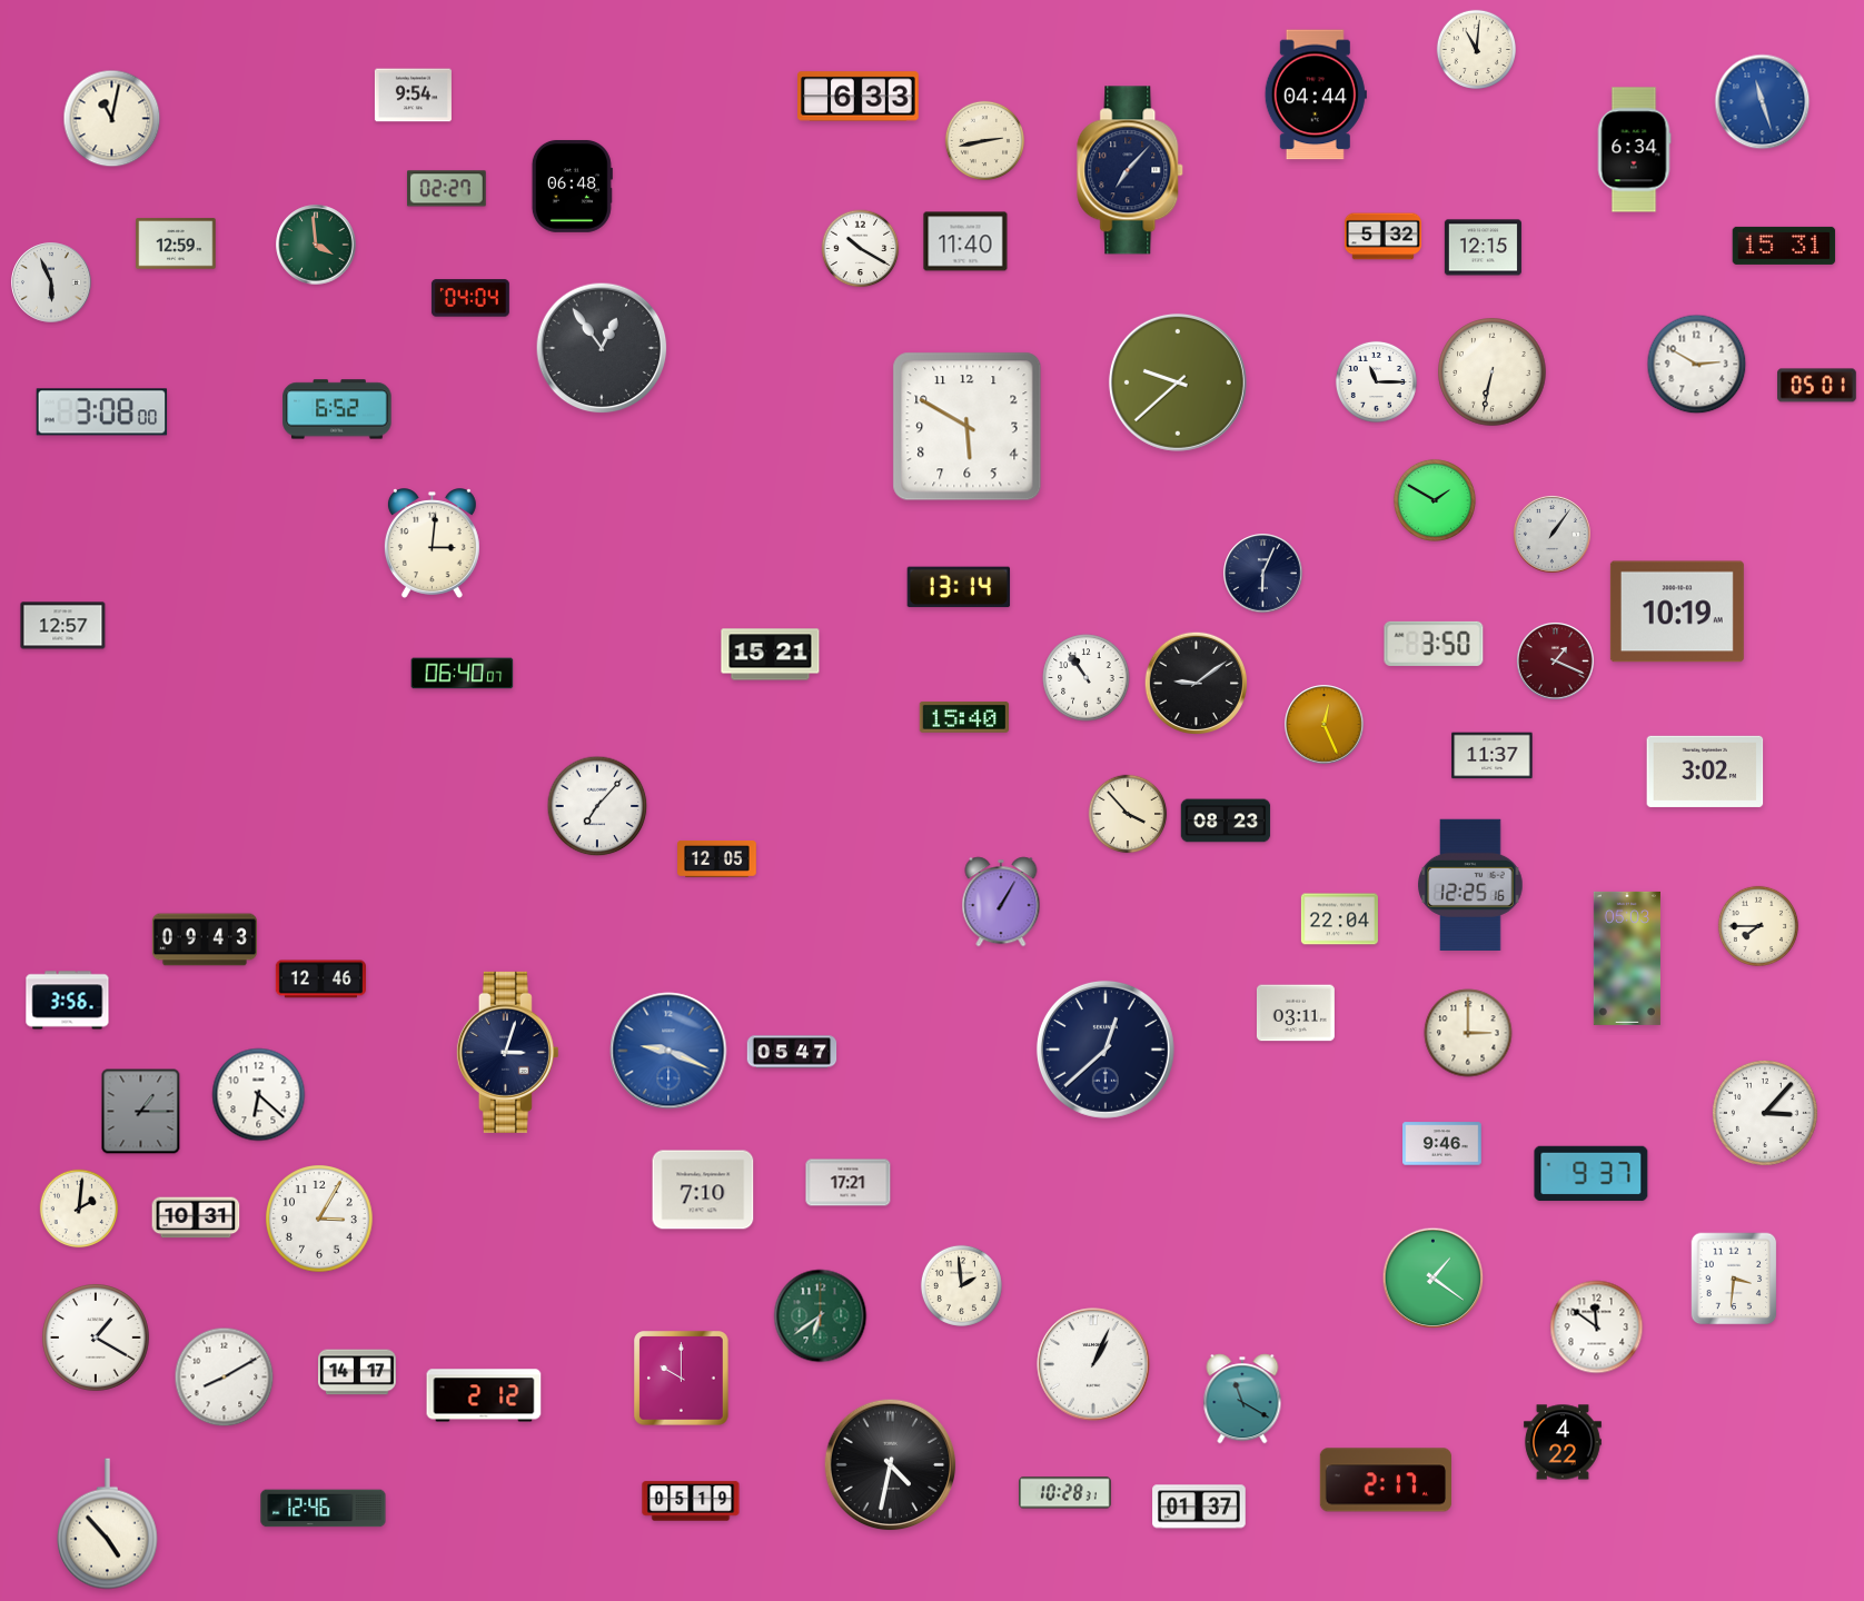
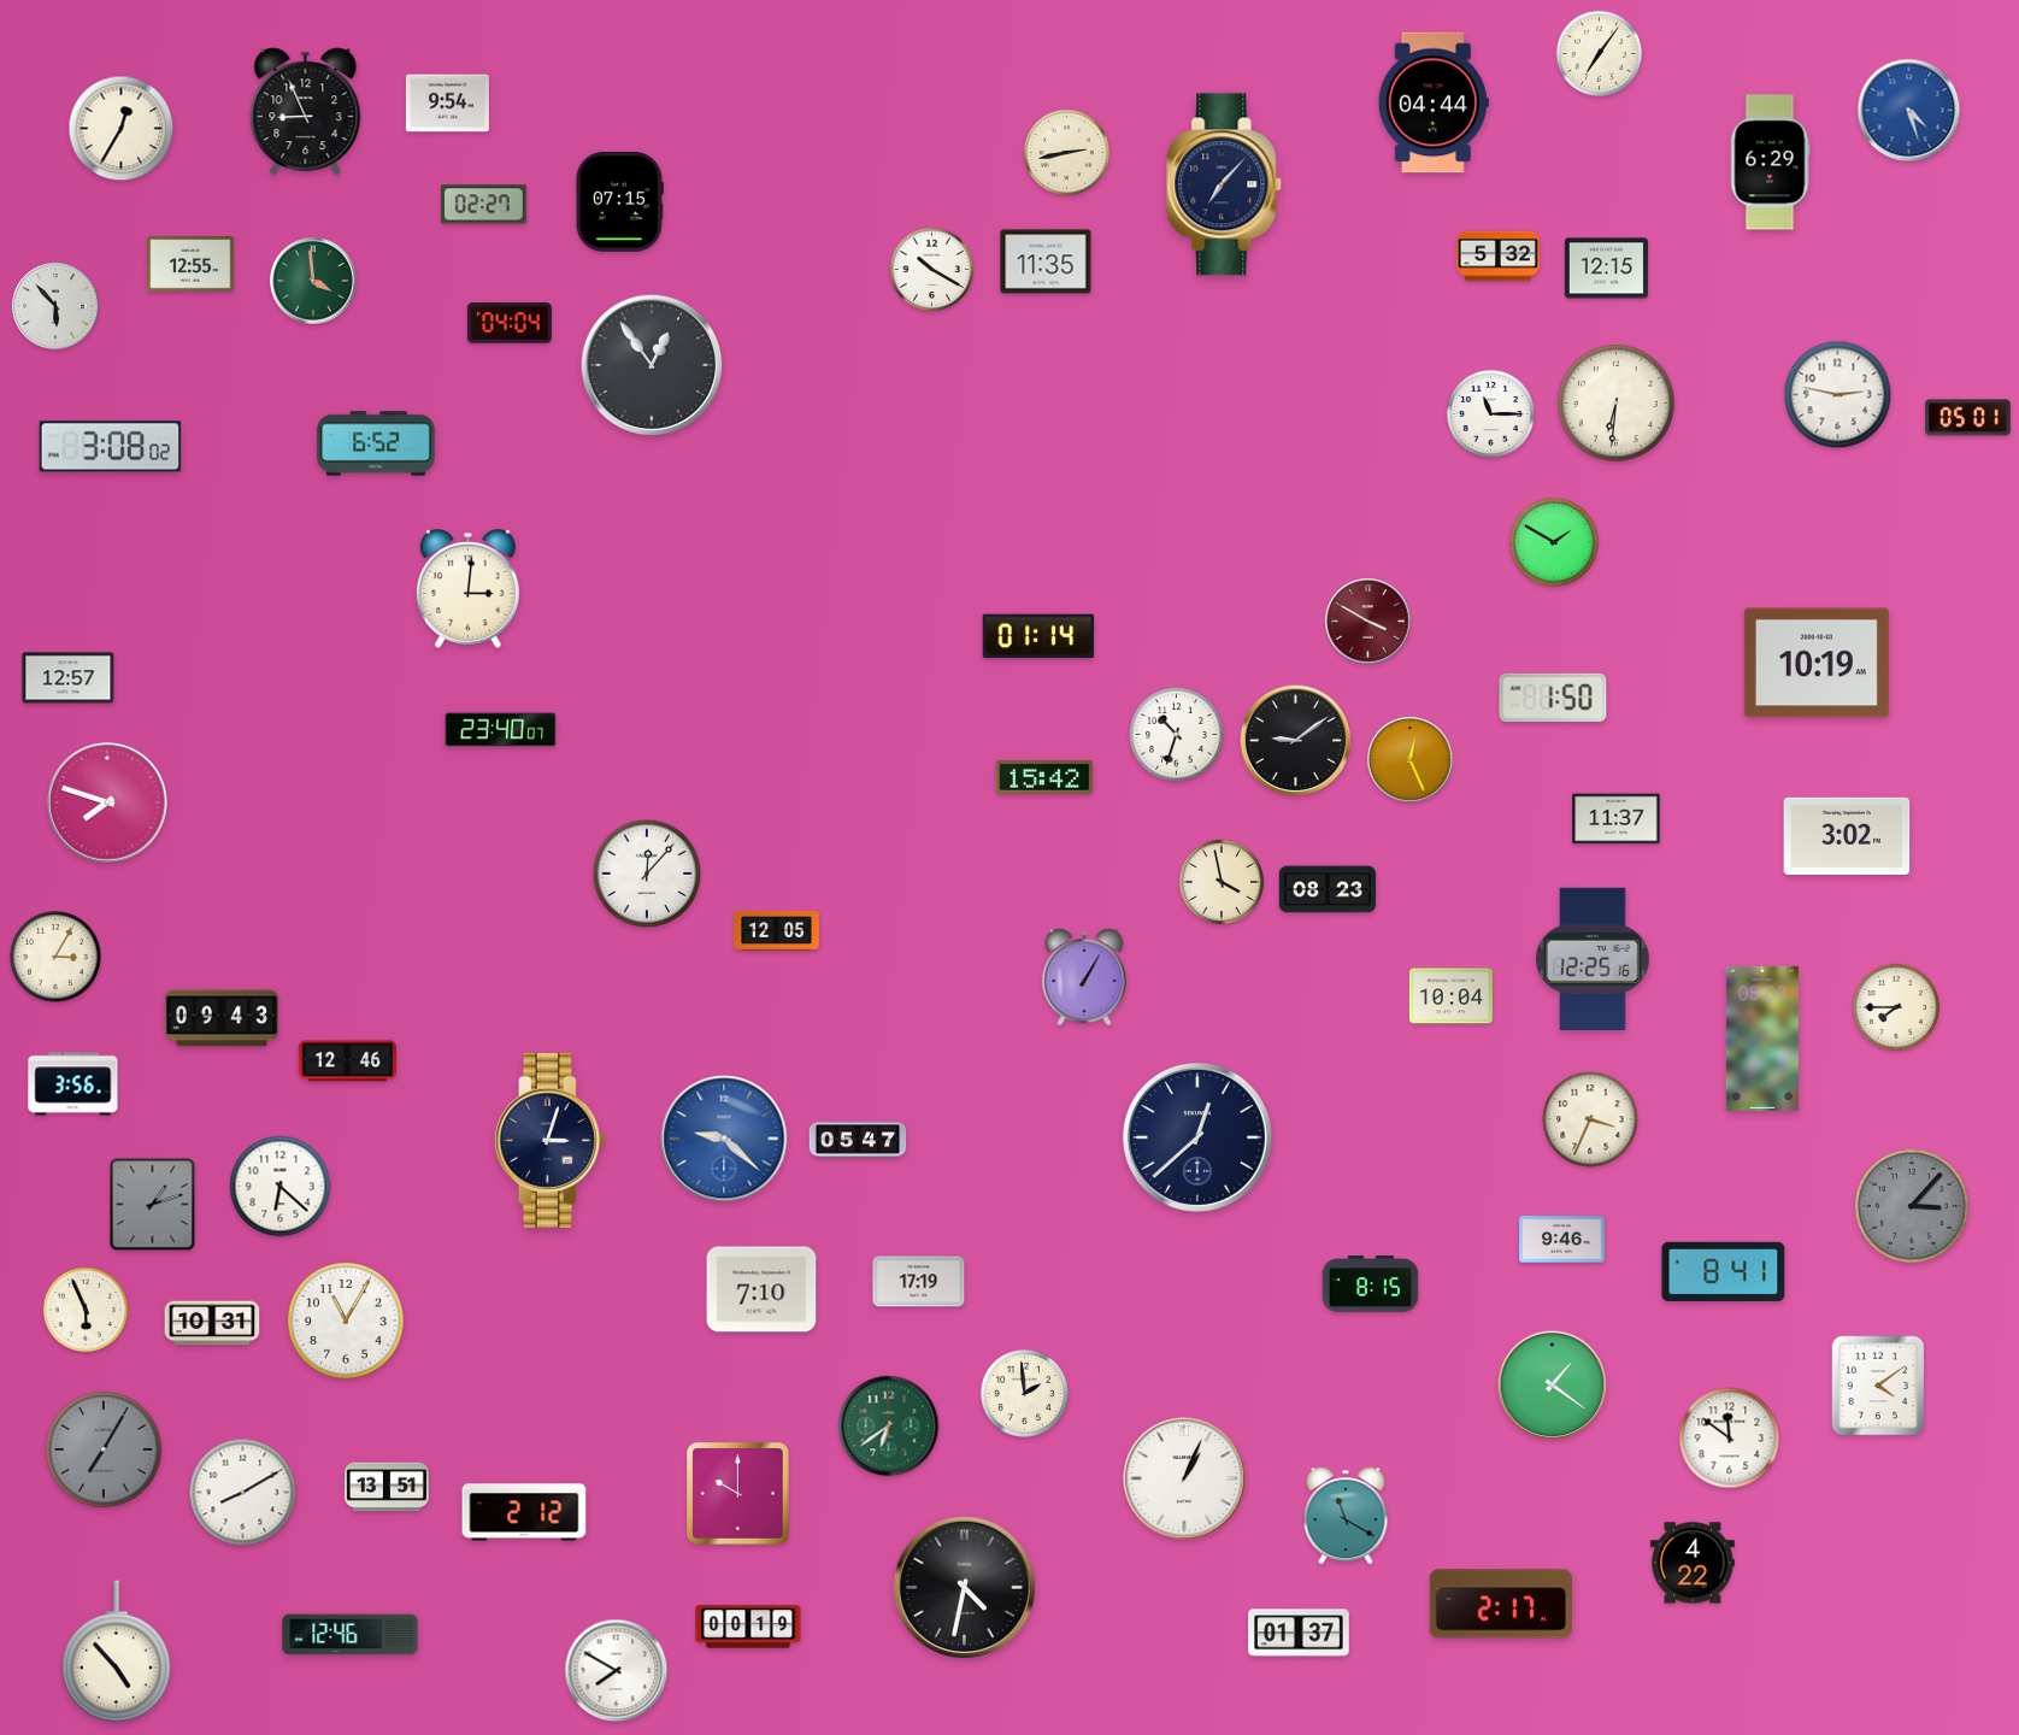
clock at (1476, 49): 11:01 -> 7:06
clock at (1316, 95) position: (1316, 95) -> (1434, 102)
clock at (859, 97): 6:33 -> none
clock at (1763, 102): 11:27 -> 4:27
clock at (306, 112): none -> 8:56
clock at (112, 119): 11:02 -> 12:35
clock at (1634, 150): 6:34 -> 6:29
clock at (572, 186): 06:48 -> 07:15
clock at (965, 241): 11:40 -> 11:35
clock at (176, 243): 12:59 -> 12:55
clock at (316, 245) position: (316, 245) -> (313, 281)
clock at (1784, 246): 15:31 -> none
clock at (51, 282): 5:56 -> 5:53
clock at (602, 348) position: (602, 348) -> (652, 365)
clock at (1697, 365): 2:50 -> 2:47
clock at (1493, 372): 6:32 -> 6:31
clock at (1178, 382): 9:38 -> none
clock at (337, 409) position: (337, 409) -> (376, 443)
clock at (102, 412): 3:08:00 -> 3:08:02
clock at (968, 427): 5:50 -> none
clock at (1551, 534): 1:06 -> none
clock at (1263, 574): 6:04 -> 3:50
clock at (1263, 574) dial: navy -> burgundy
clock at (959, 587): 13:14 -> 01:14
clock at (1434, 644): 3:50 -> 1:50
clock at (771, 655): 15:21 -> none
clock at (1555, 660): 1:19 -> none
clock at (463, 674): 06:40 -> 23:40
clock at (1087, 678): 10:54 -> 10:33
clock at (964, 717): 15:40 -> 15:42
clock at (1325, 725) position: (1325, 725) -> (1411, 760)
clock at (107, 802): none -> 7:48
clock at (597, 806): 7:07 -> 12:07
clock at (1128, 814): 3:53 -> 3:58
clock at (55, 957): none -> 3:05
clock at (1339, 919): 22:04 -> 10:04
clock at (1758, 926) position: (1758, 926) -> (1896, 1007)
clock at (1296, 1013): 03:11 -> none
clock at (1468, 1033): 3:00 -> 3:34
clock at (668, 1051): 9:19 -> 9:22
clock at (141, 1112): 1:15 -> 1:12
clock at (1765, 1113) dial: white -> grey
clock at (1592, 1174): 9:37 -> 8:41
clock at (849, 1183): 17:21 -> 17:19
clock at (1371, 1284): none -> 8:15
clock at (79, 1209): 2:01 -> 5:56
clock at (196, 1217) position: (196, 1217) -> (212, 1323)
clock at (320, 1220): 3:05 -> 11:05
clock at (1734, 1279): 3:31 -> 4:09
clock at (961, 1285) position: (961, 1285) -> (1024, 1393)
clock at (97, 1339): 1:20 -> 7:05
clock at (97, 1339) dial: white -> grey
clock at (357, 1372): 14:17 -> 13:51
clock at (1065, 1493): 10:28 -> none
clock at (691, 1501): 05:19 -> 00:19
clock at (617, 1671): none -> 7:50
